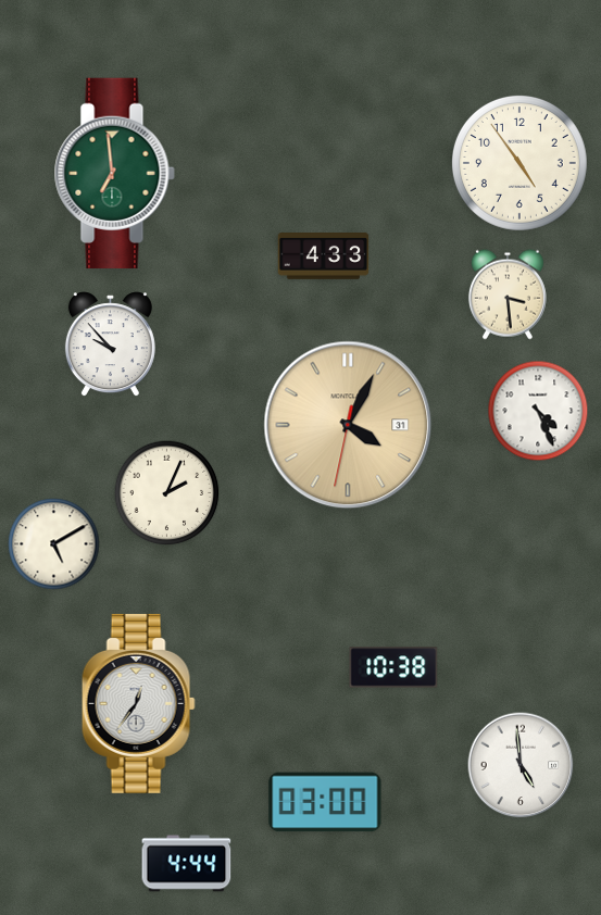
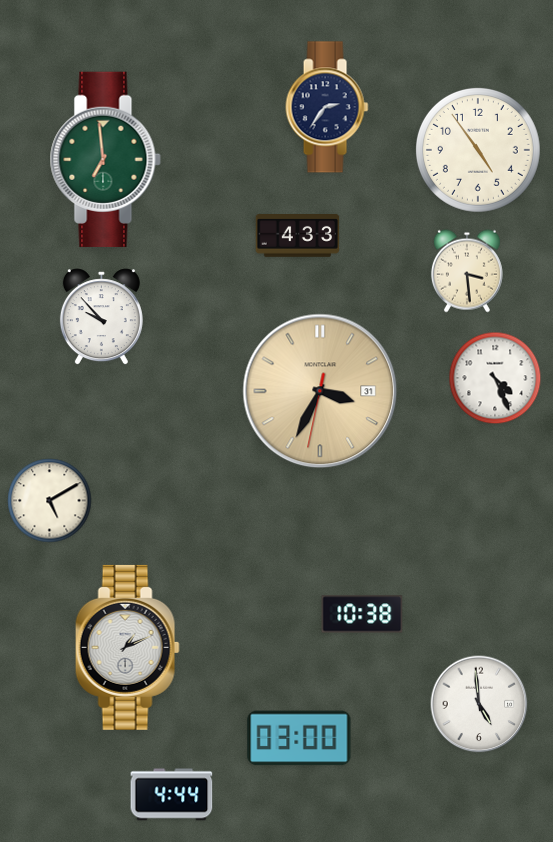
clock at (327, 107): none -> 2:36
clock at (348, 425): 4:04 -> 3:34
clock at (167, 493): 2:04 -> none
clock at (138, 703): 12:36 -> 1:11
